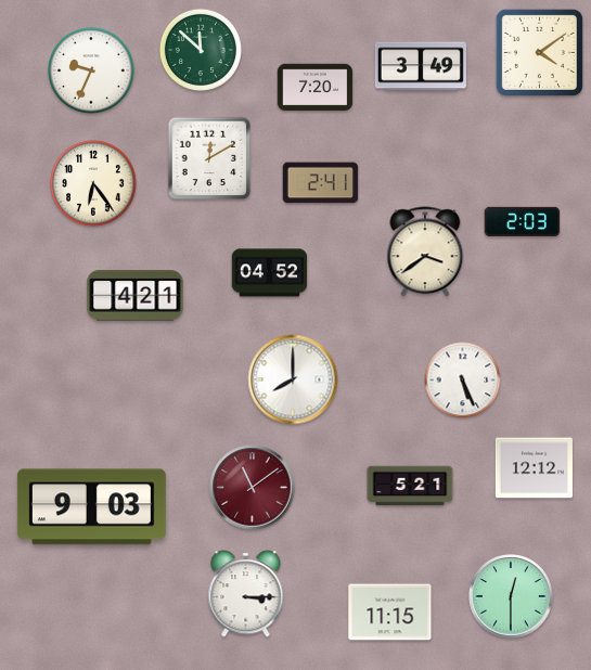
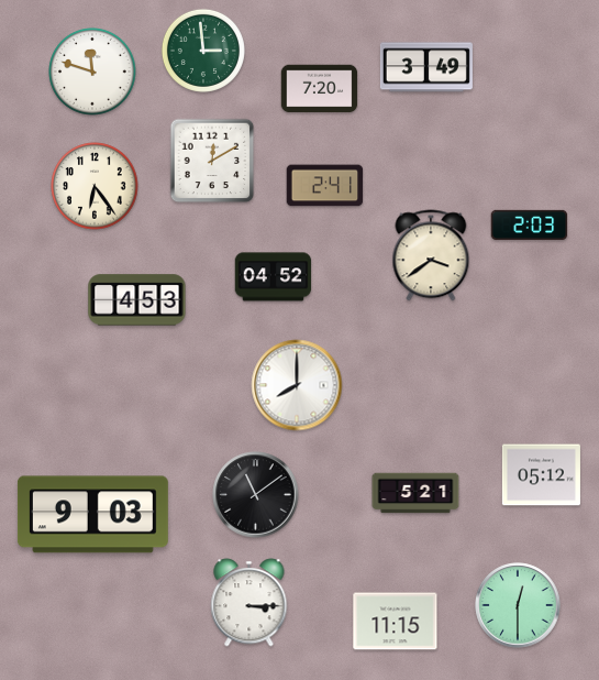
clock at (201, 50): 11:52 -> 2:59
clock at (539, 52): 4:09 -> none
clock at (91, 70): 9:34 -> 11:48
clock at (136, 296): 4:21 -> 4:53
clock at (463, 381): 5:26 -> none
clock at (534, 468): 12:12 -> 05:12
clock at (253, 488) dial: burgundy -> black
